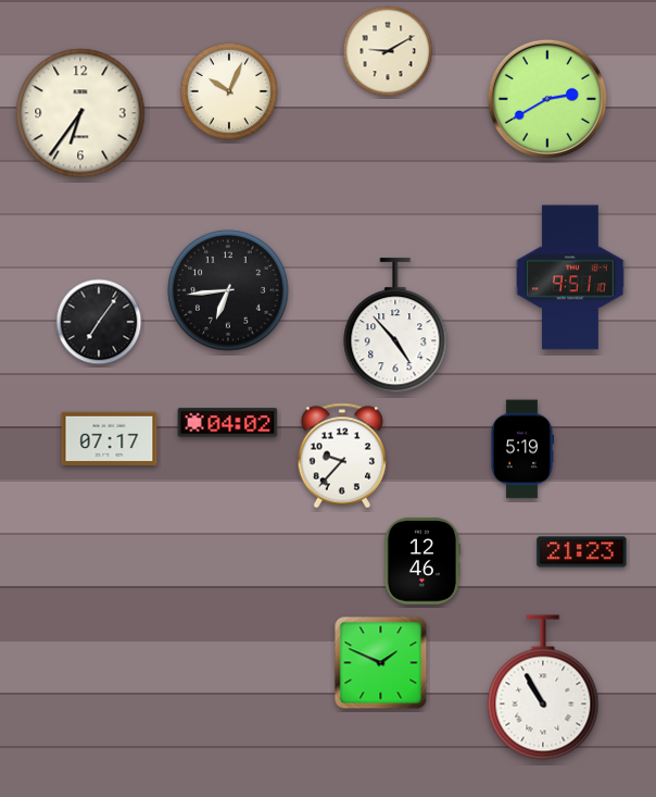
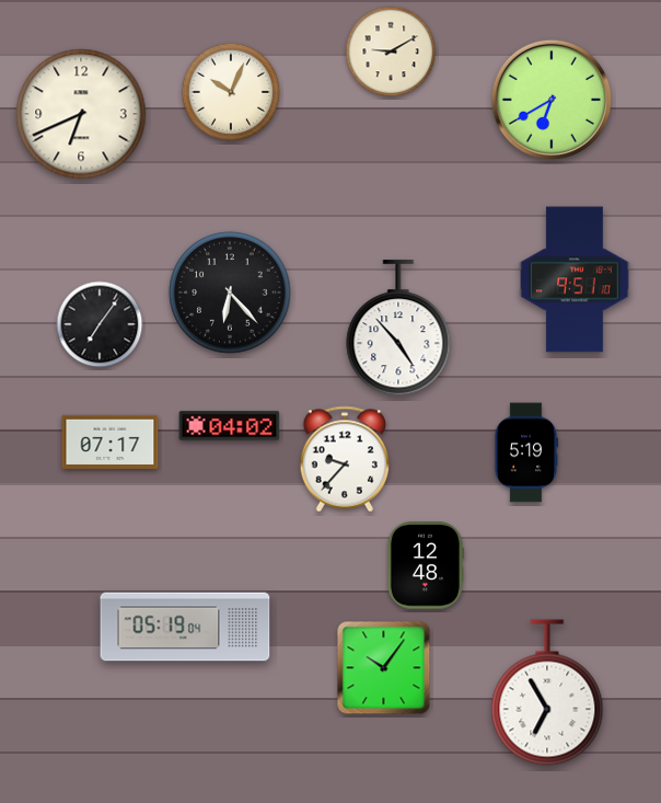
clock at (547, 99): 2:40 -> 6:40
clock at (80, 113): 6:36 -> 6:41
clock at (228, 290): 6:44 -> 6:23
clock at (582, 552): 21:23 -> none
clock at (422, 561): 12:46 -> 12:48
clock at (185, 627): none -> 05:19
clock at (381, 663): 1:49 -> 10:06
clock at (543, 687): 10:55 -> 6:55
